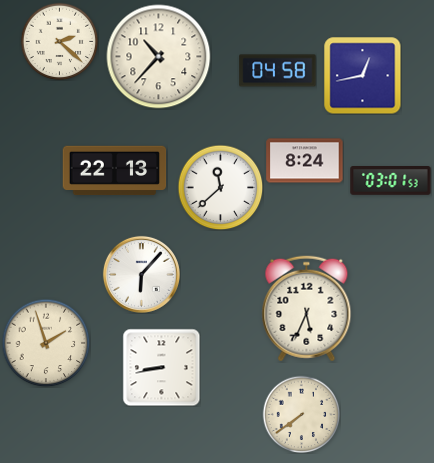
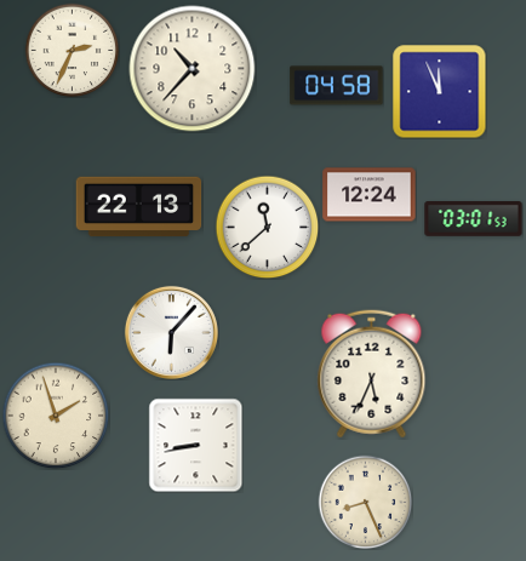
clock at (59, 41): 2:22 -> 2:34
clock at (362, 75): 12:43 -> 11:56
clock at (305, 161): 8:24 -> 12:24
clock at (301, 414): 7:39 -> 8:26
